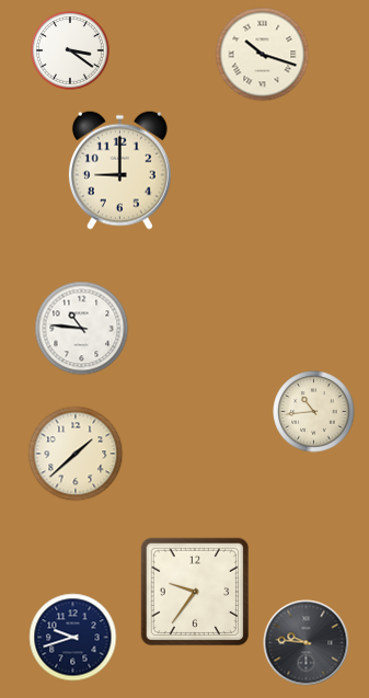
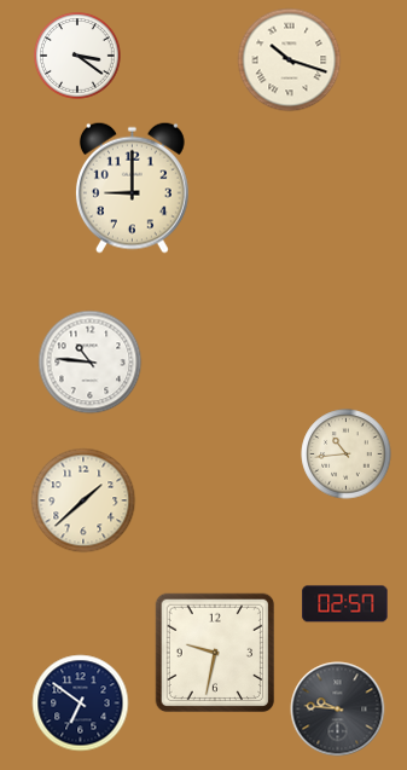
clock at (345, 604): none -> 02:57
clock at (195, 592): 9:36 -> 9:32
clock at (73, 638): 9:42 -> 6:51
